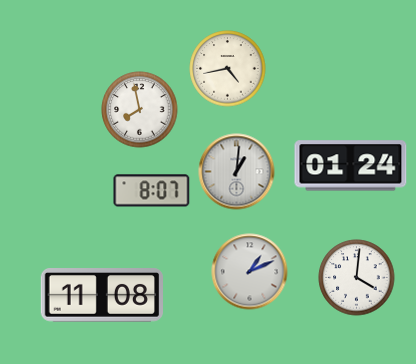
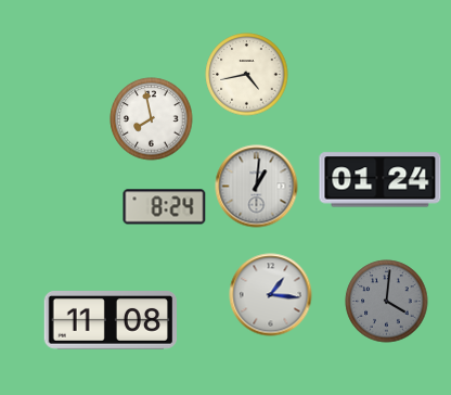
clock at (152, 191): 8:07 -> 8:24
clock at (250, 272): 1:11 -> 1:16
clock at (357, 278) dial: white -> grey
